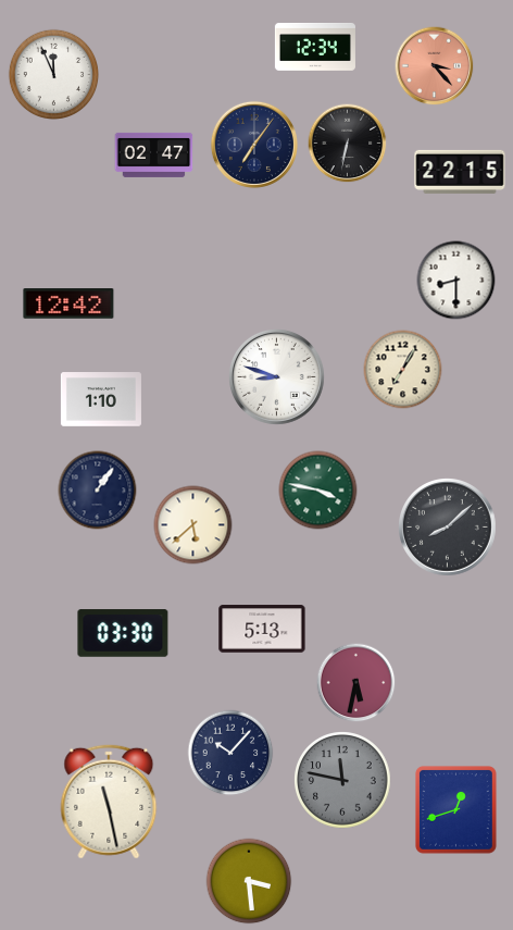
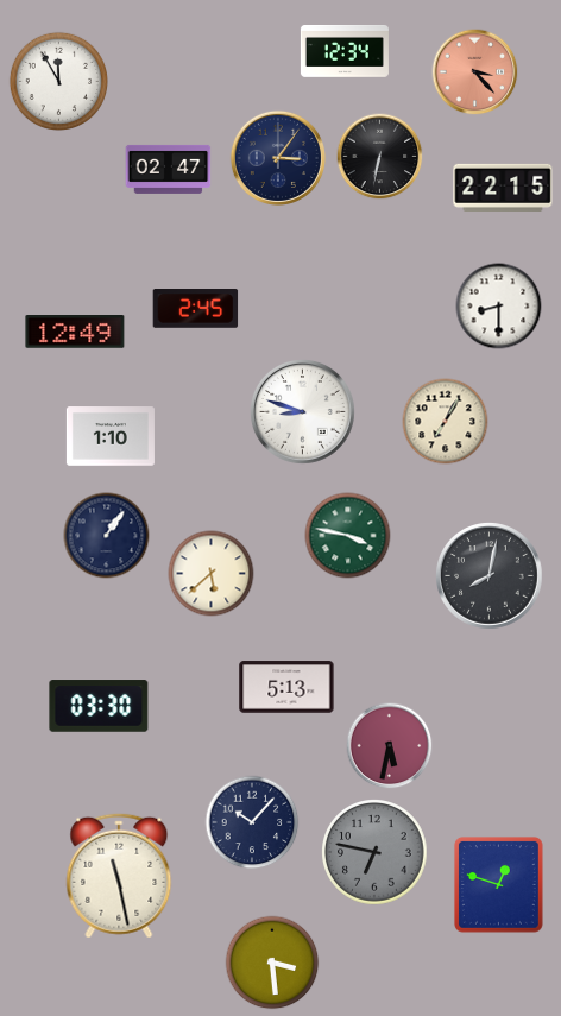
clock at (53, 74): 11:56 -> 11:55
clock at (254, 145): 7:06 -> 3:06
clock at (196, 309): none -> 2:45
clock at (68, 303): 12:42 -> 12:49
clock at (403, 370) position: (403, 370) -> (446, 422)
clock at (448, 528): 8:08 -> 8:02
clock at (123, 633) position: (123, 633) -> (99, 706)
clock at (343, 781): 11:47 -> 6:47
clock at (455, 809): 12:42 -> 12:48
